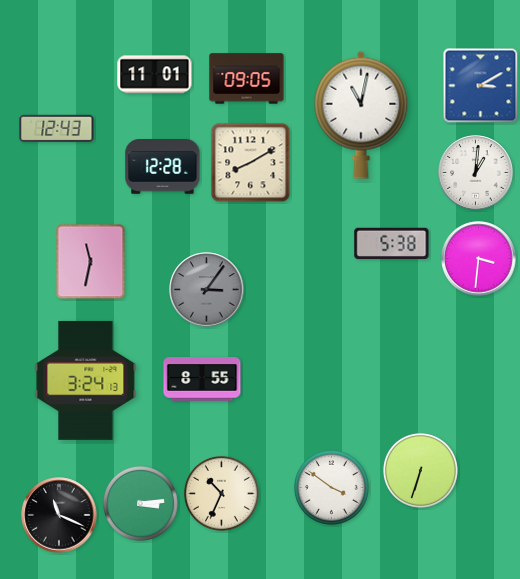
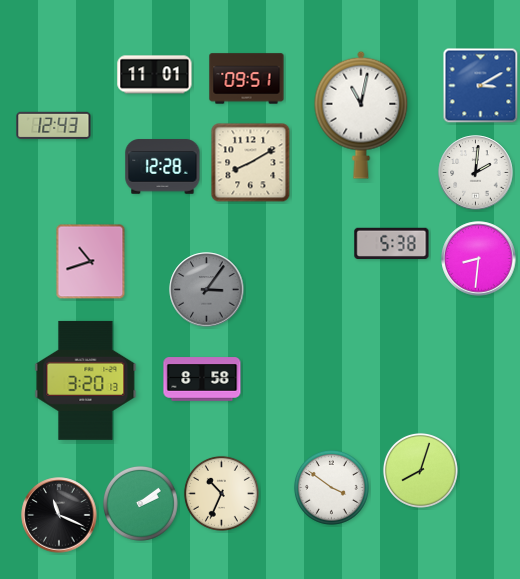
clock at (247, 79): 09:05 -> 09:51
clock at (57, 128) position: (57, 128) -> (54, 125)
clock at (476, 173): 1:01 -> 2:01
clock at (479, 259): 3:31 -> 8:31
clock at (91, 262): 11:32 -> 10:42
clock at (202, 379): 8:55 -> 8:58
clock at (86, 380): 3:24 -> 3:20
clock at (420, 470): 6:33 -> 8:03
clock at (140, 503): 3:14 -> 2:09
